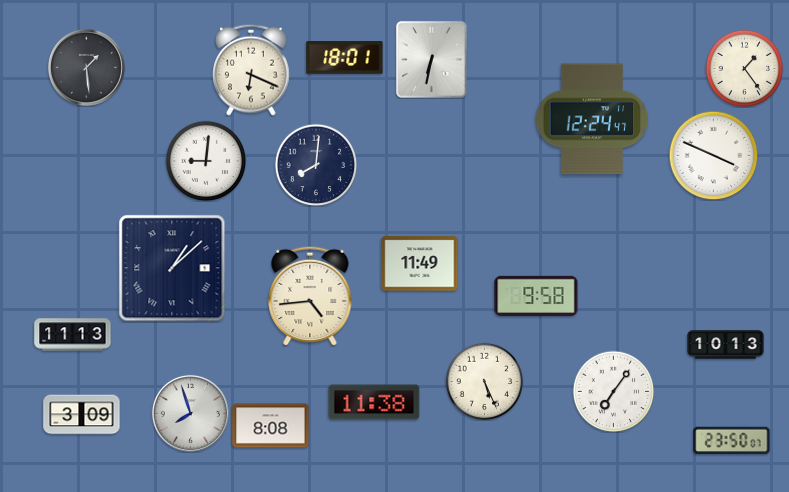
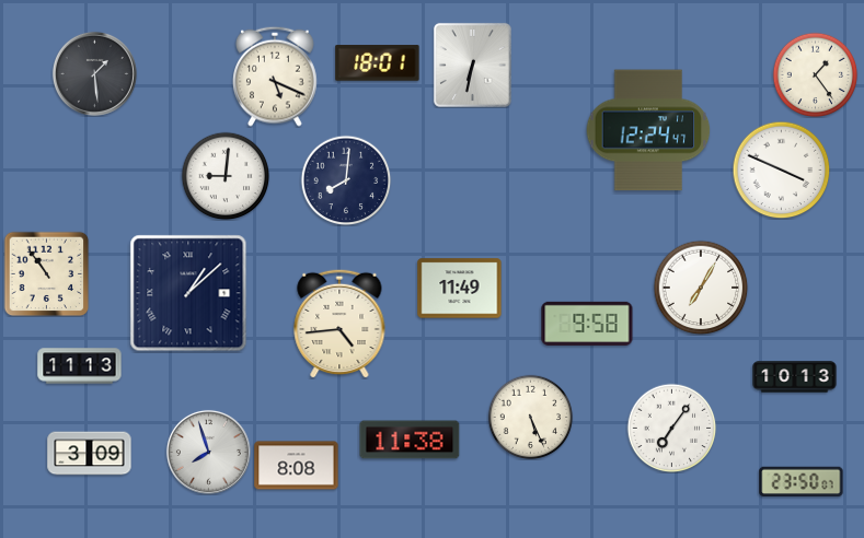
clock at (252, 70): 6:19 -> 5:19
clock at (46, 273): none -> 10:54
clock at (701, 288): none -> 7:05
